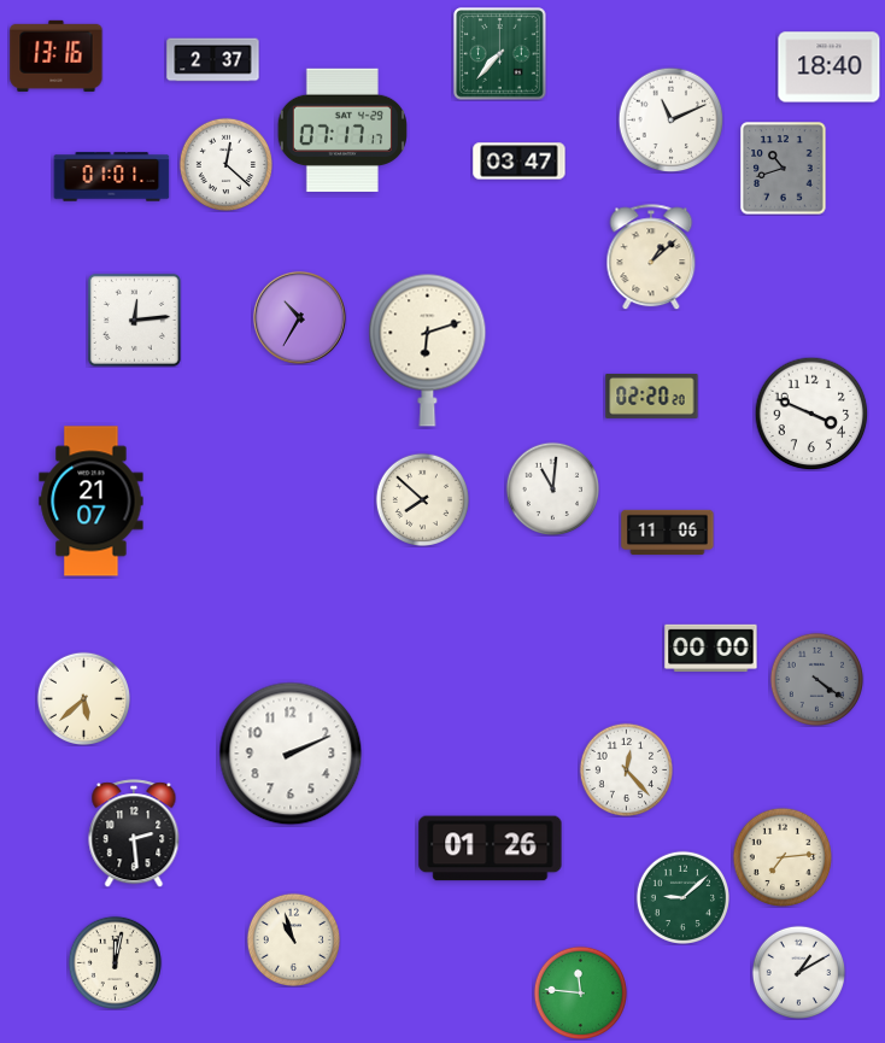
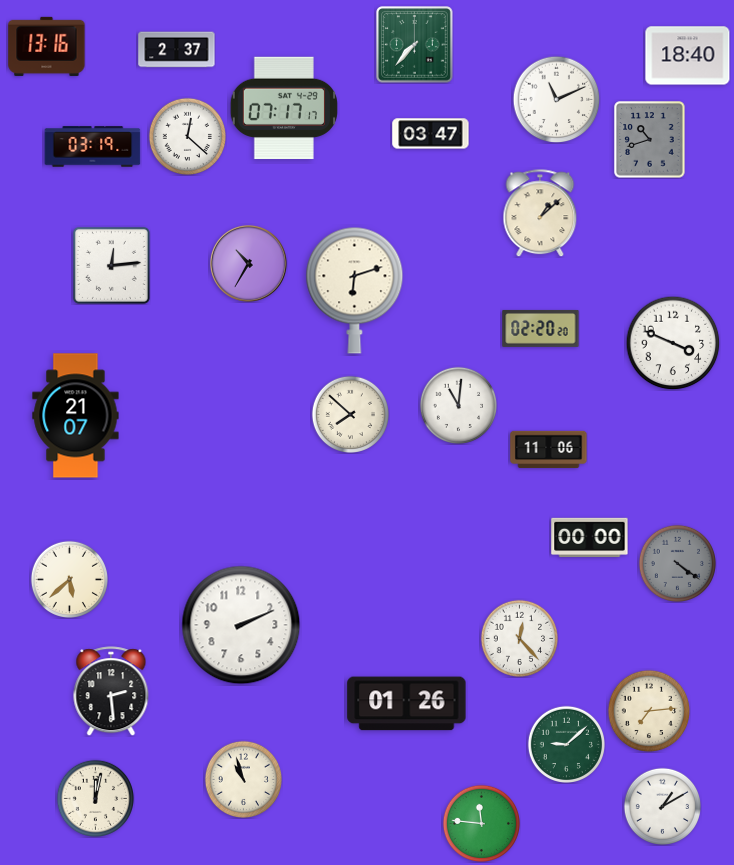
clock at (112, 177): 01:01 -> 03:19
clock at (668, 533) position: (668, 533) -> (549, 450)
